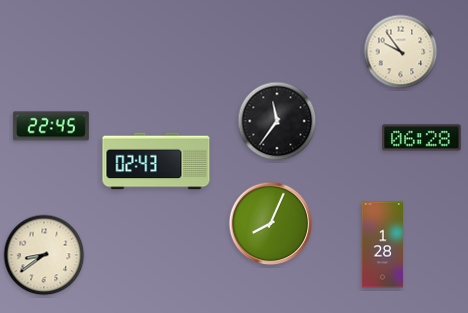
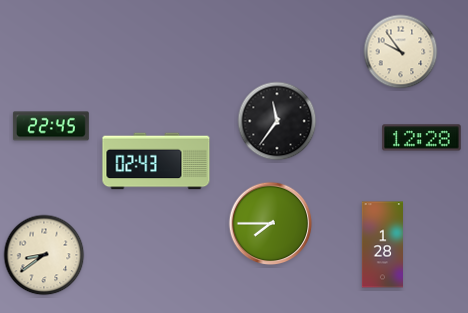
clock at (422, 138): 06:28 -> 12:28
clock at (271, 224): 8:04 -> 7:45
